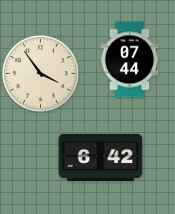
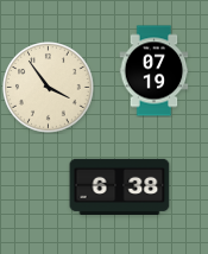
clock at (130, 60): 07:44 -> 07:19
clock at (101, 157): 6:42 -> 6:38
